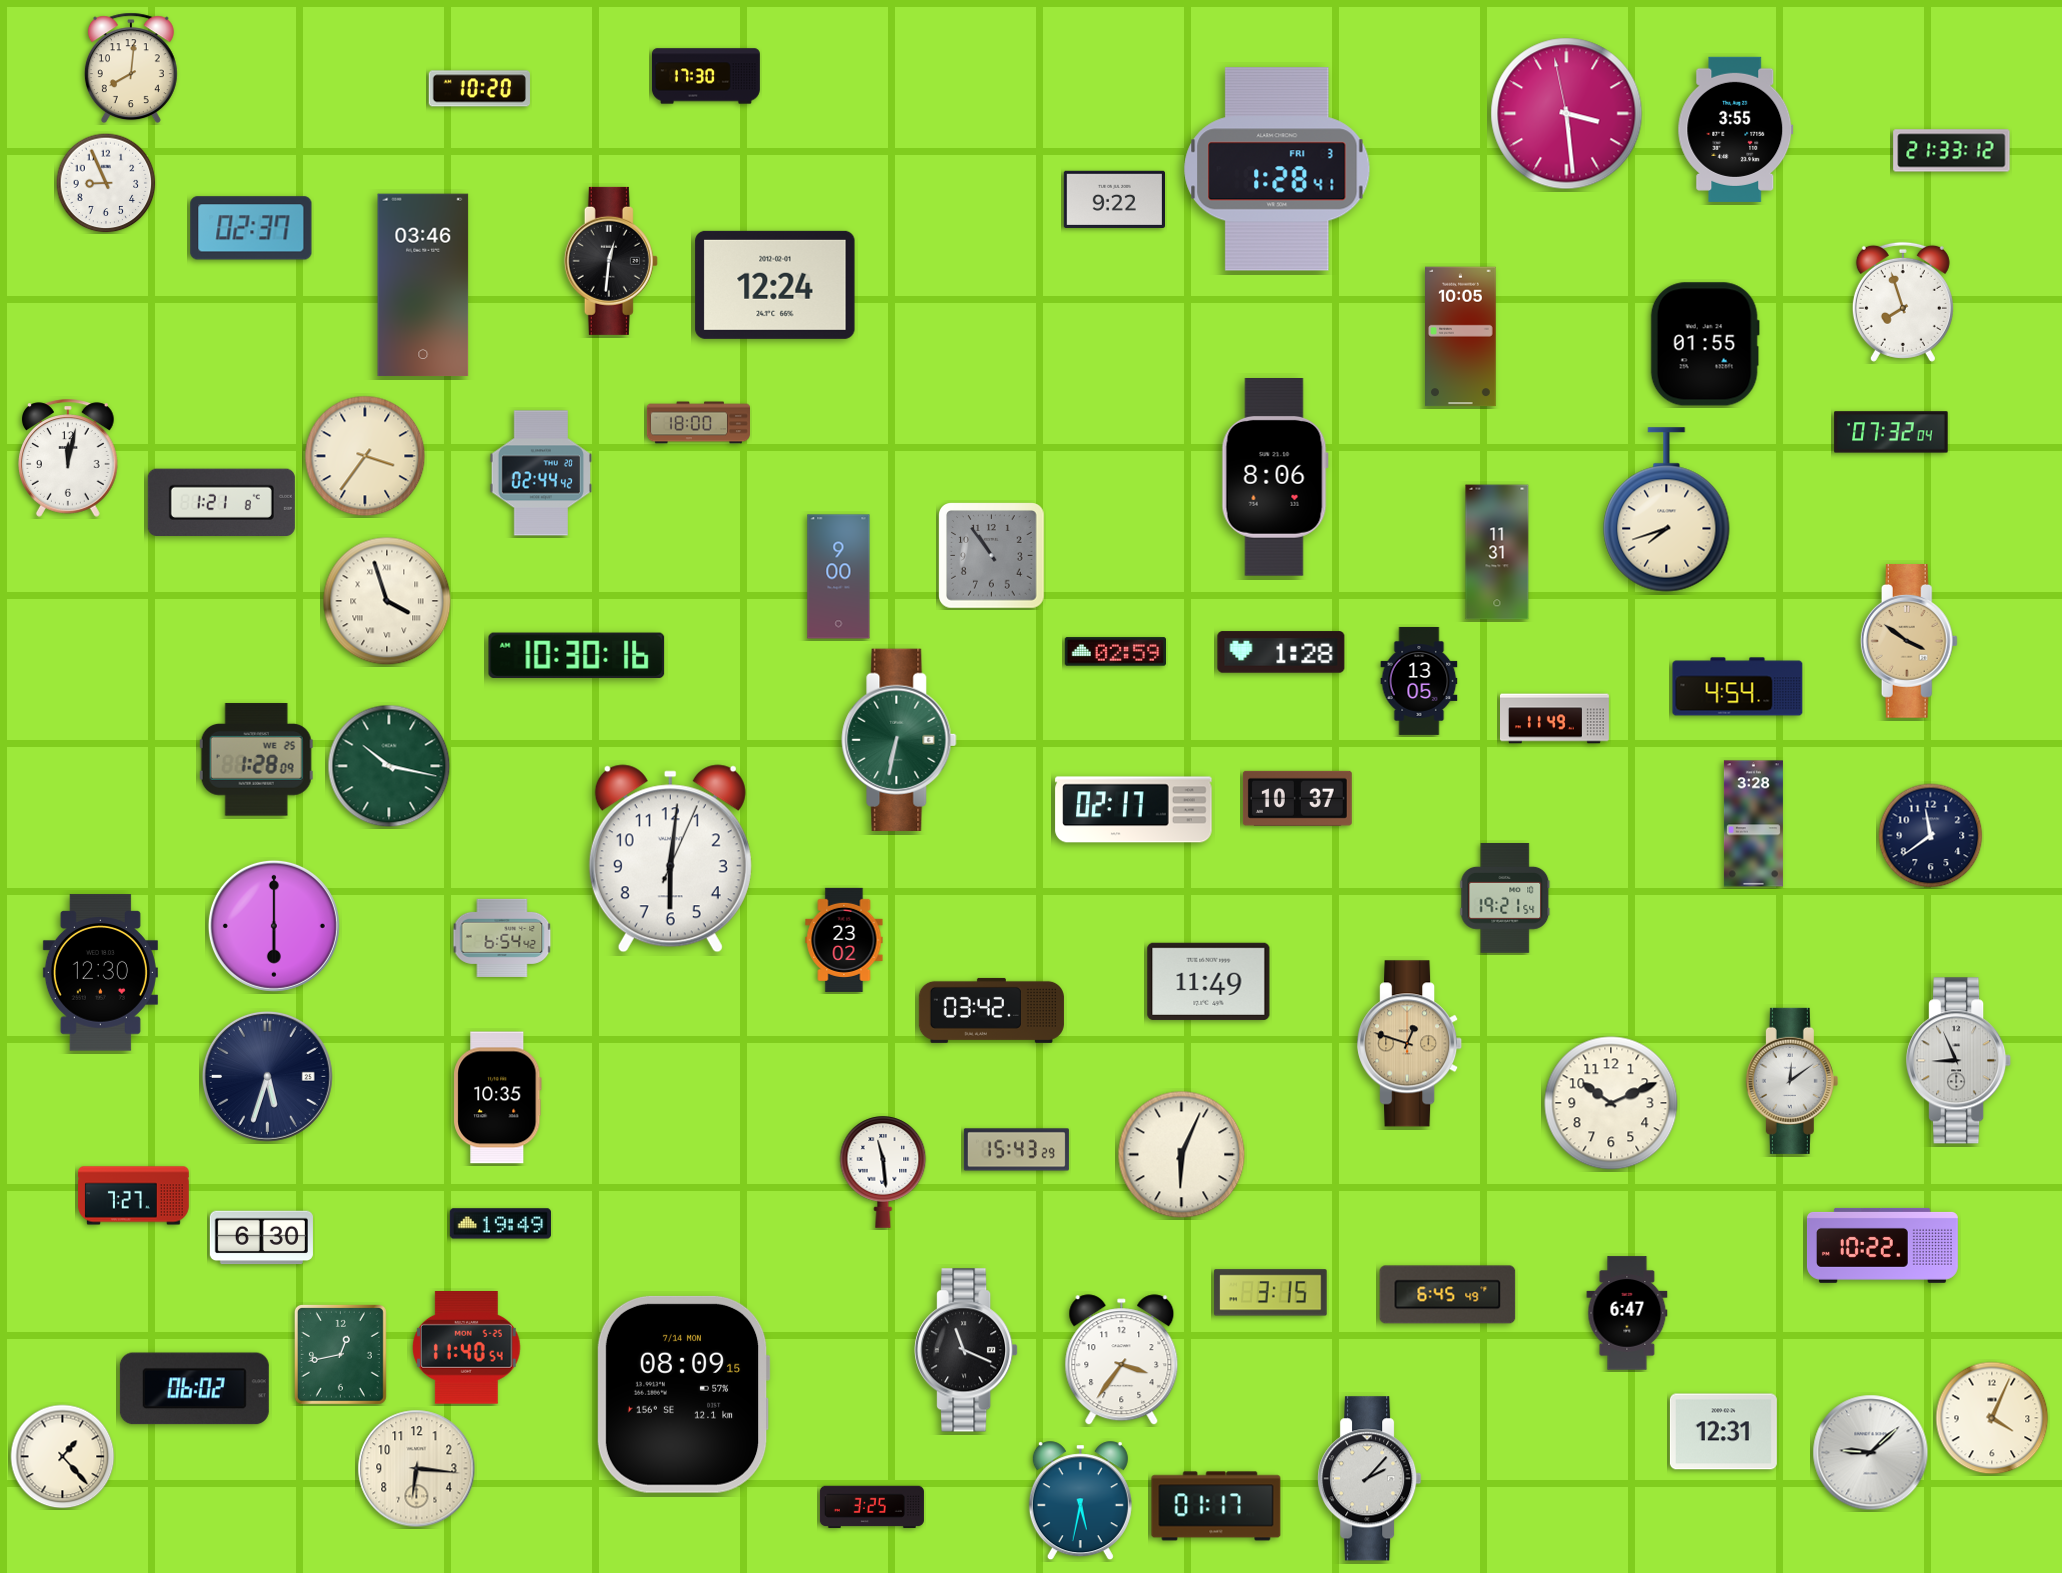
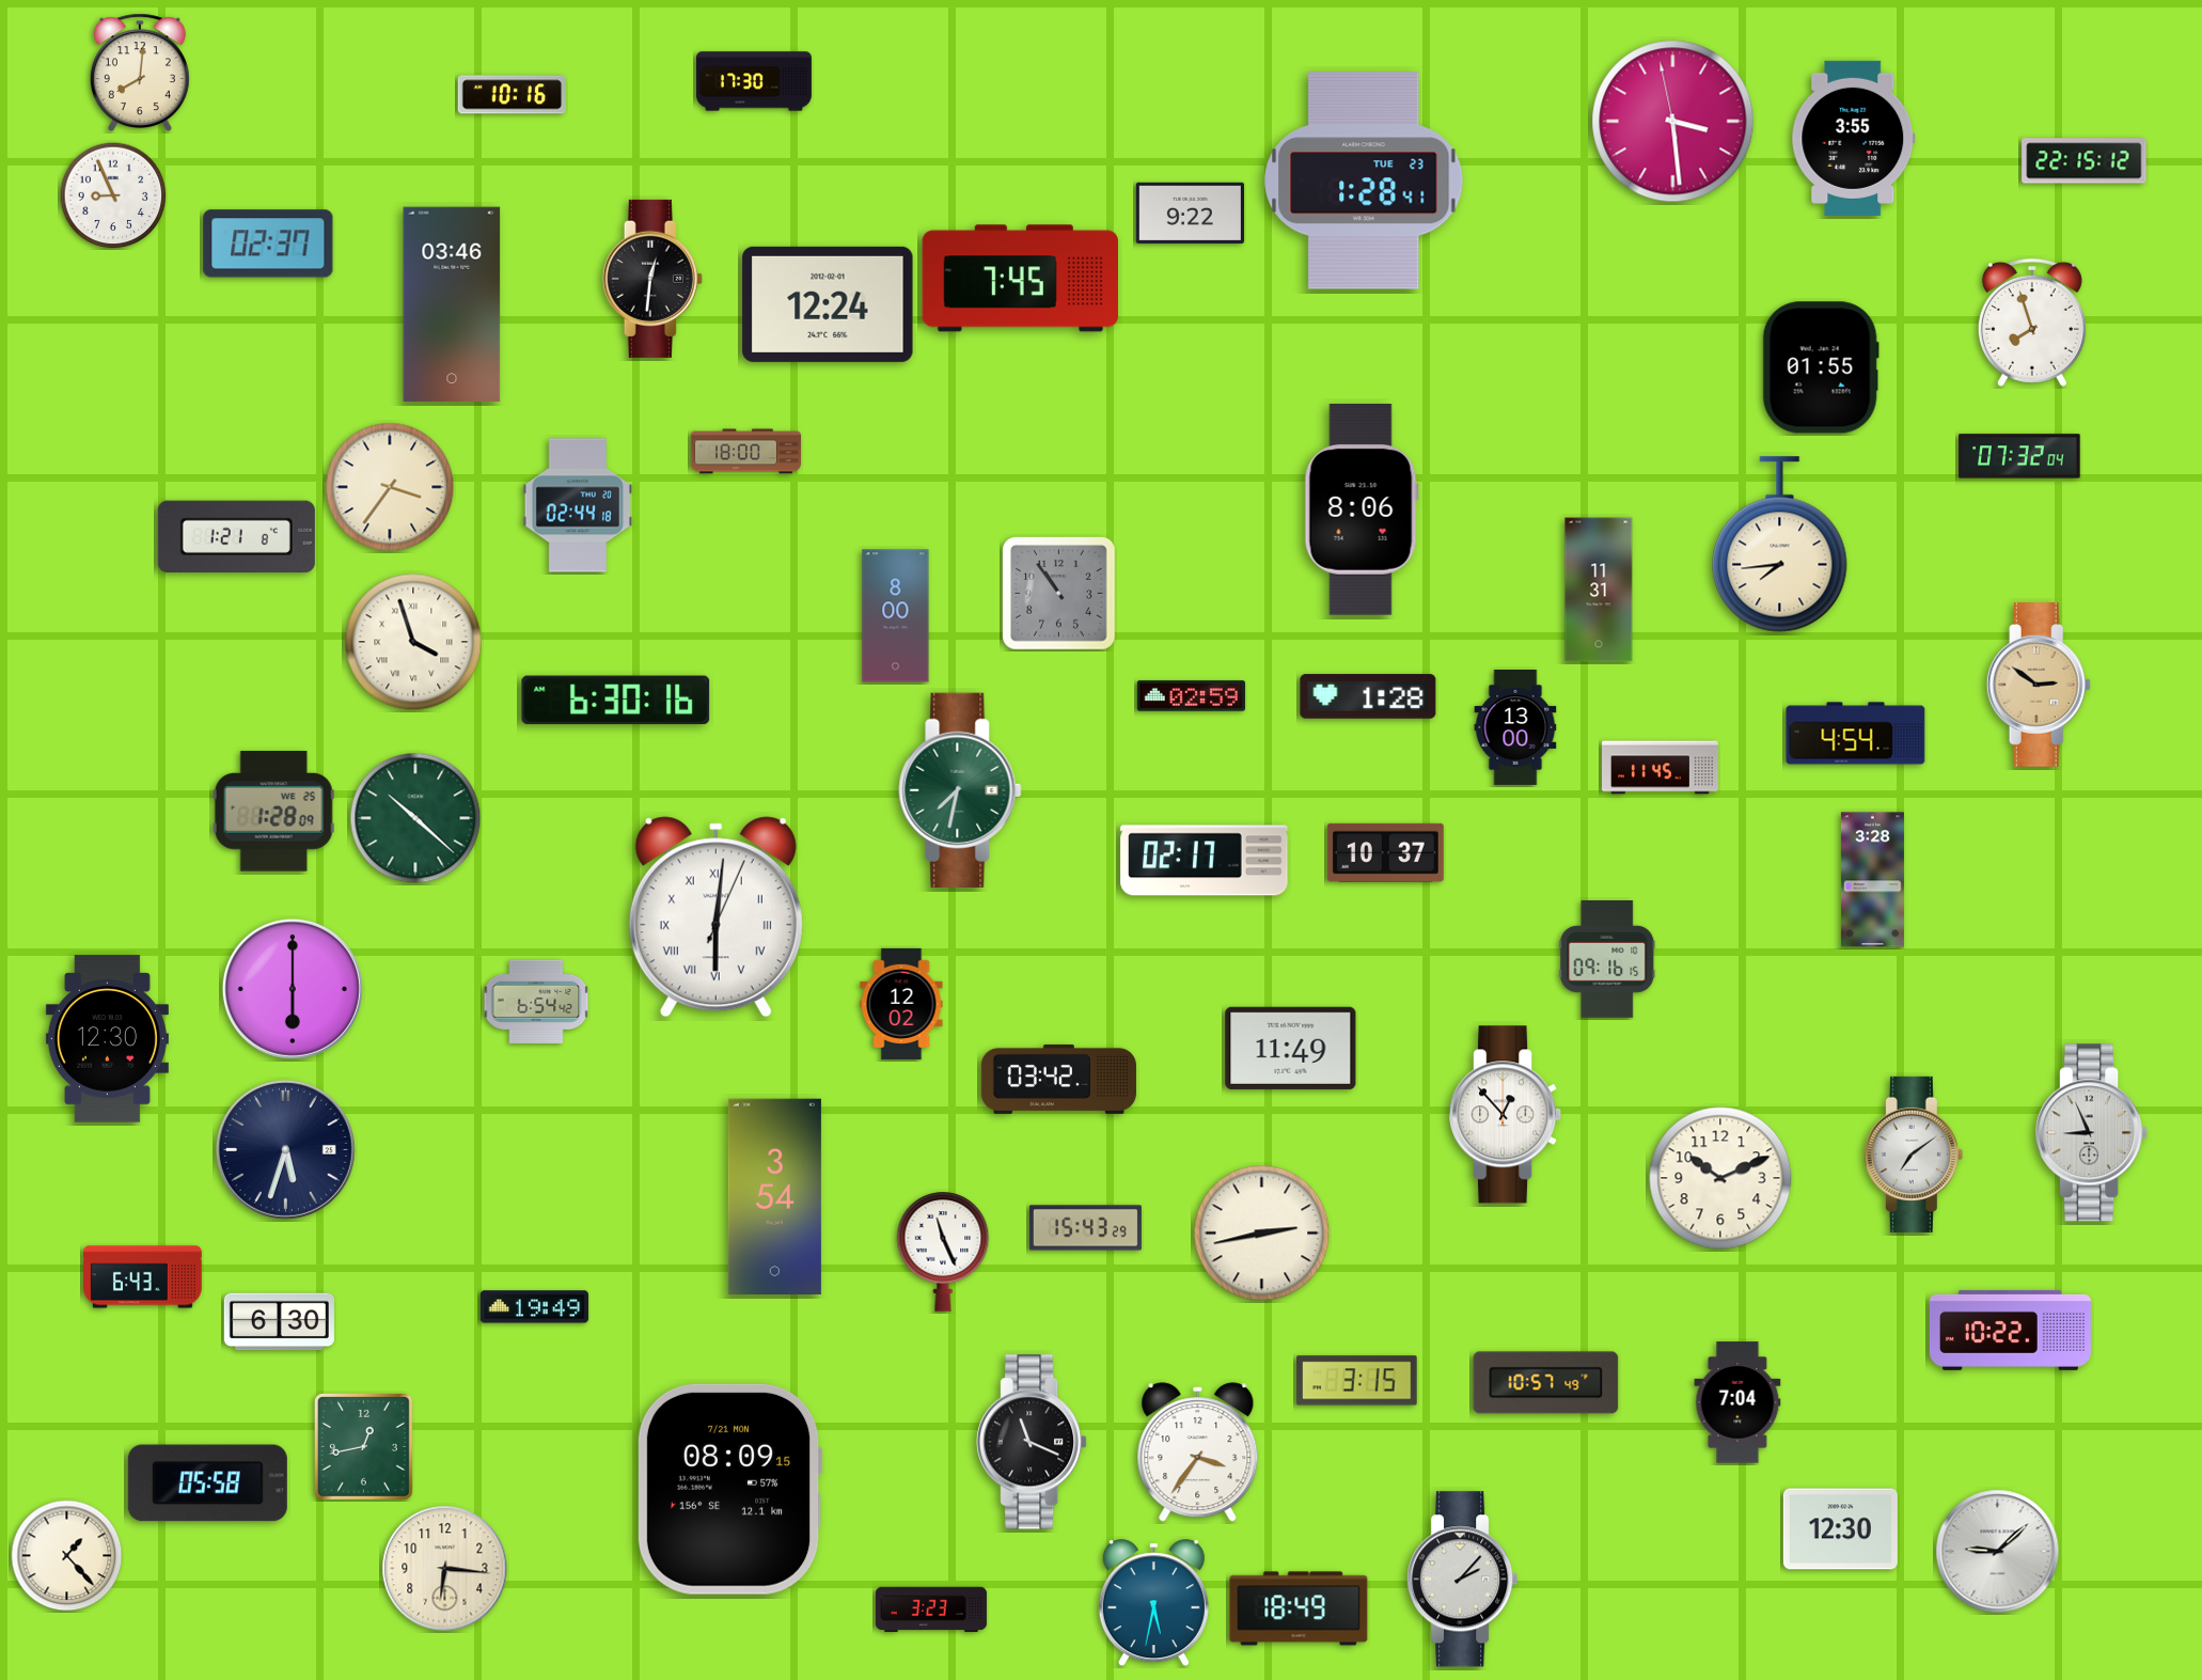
clock at (479, 89): 10:20 -> 10:16
clock at (1952, 151): 21:33 -> 22:15
clock at (1277, 169) date: FRI 3 -> TUE 23
clock at (1020, 279): none -> 7:45
clock at (1461, 337): 10:05 -> none
clock at (1891, 432) position: (1891, 432) -> (2019, 456)
clock at (69, 458): 12:02 -> none
clock at (540, 473): 02:44:42 -> 02:44:18
clock at (1667, 510): 7:42 -> 7:44
clock at (839, 577): 9:00 -> 8:00
clock at (1909, 642): 3:51 -> 2:51
clock at (577, 656): 10:30 -> 6:30
clock at (1419, 681): 13:05 -> 13:00
clock at (1555, 719): 11:49 -> 11:45
clock at (899, 739): 6:32 -> 7:32
clock at (389, 766): 10:17 -> 10:22
clock at (1134, 810) position: (1134, 810) -> (1205, 861)
clock at (1931, 836): 11:39 -> none
clock at (670, 859) numerals: Arabic -> Roman
clock at (1505, 899): 19:21 -> 09:16
clock at (844, 940): 23:02 -> 12:02
clock at (1410, 1044): 12:48 -> 12:53
clock at (1410, 1044) dial: champagne -> white
clock at (1792, 1081): 12:09 -> 7:09
clock at (498, 1098): 10:35 -> none
clock at (774, 1196): none -> 3:54
clock at (1182, 1155): 6:04 -> 2:43
clock at (883, 1172): 11:29 -> 11:26
clock at (134, 1196): 7:27 -> 6:43
clock at (1448, 1295): 6:45 -> 10:57
clock at (1627, 1313): 6:47 -> 7:04
clock at (467, 1348): 11:40 -> none
clock at (194, 1389): 06:02 -> 05:58
clock at (683, 1394) date: 7/14 MON -> 7/21 MON
clock at (1992, 1418): 4:04 -> none
clock at (1723, 1432): 12:31 -> 12:30
clock at (1216, 1506): 01:17 -> 18:49
clock at (872, 1507): 3:25 -> 3:23
